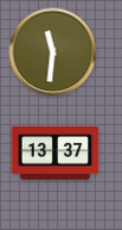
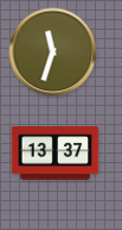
clock at (53, 52): 11:31 -> 11:33
